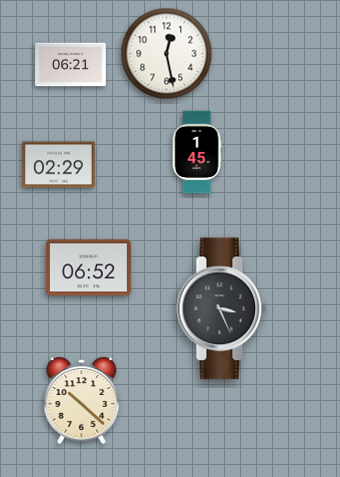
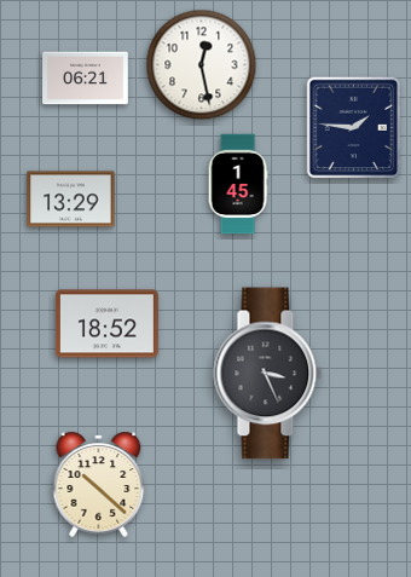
clock at (354, 128): none -> 1:46
clock at (59, 165): 02:29 -> 13:29
clock at (88, 268): 06:52 -> 18:52
